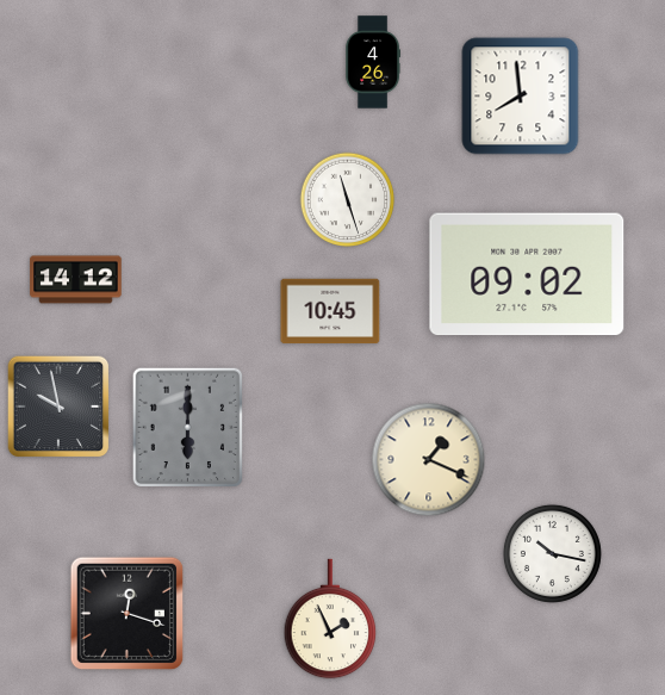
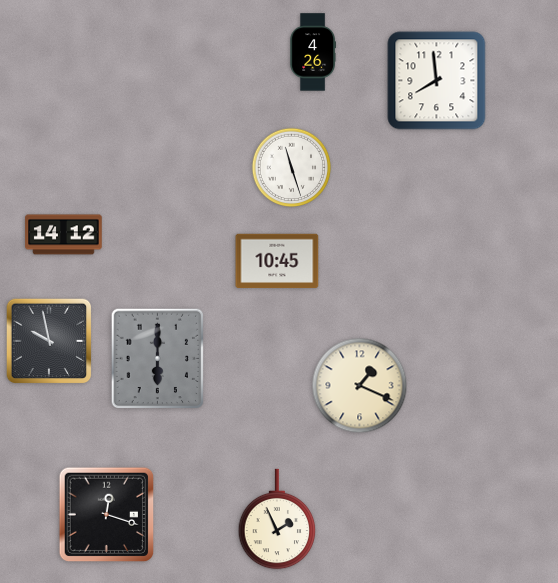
clock at (527, 274): 09:02 -> none
clock at (552, 553): 10:17 -> none
